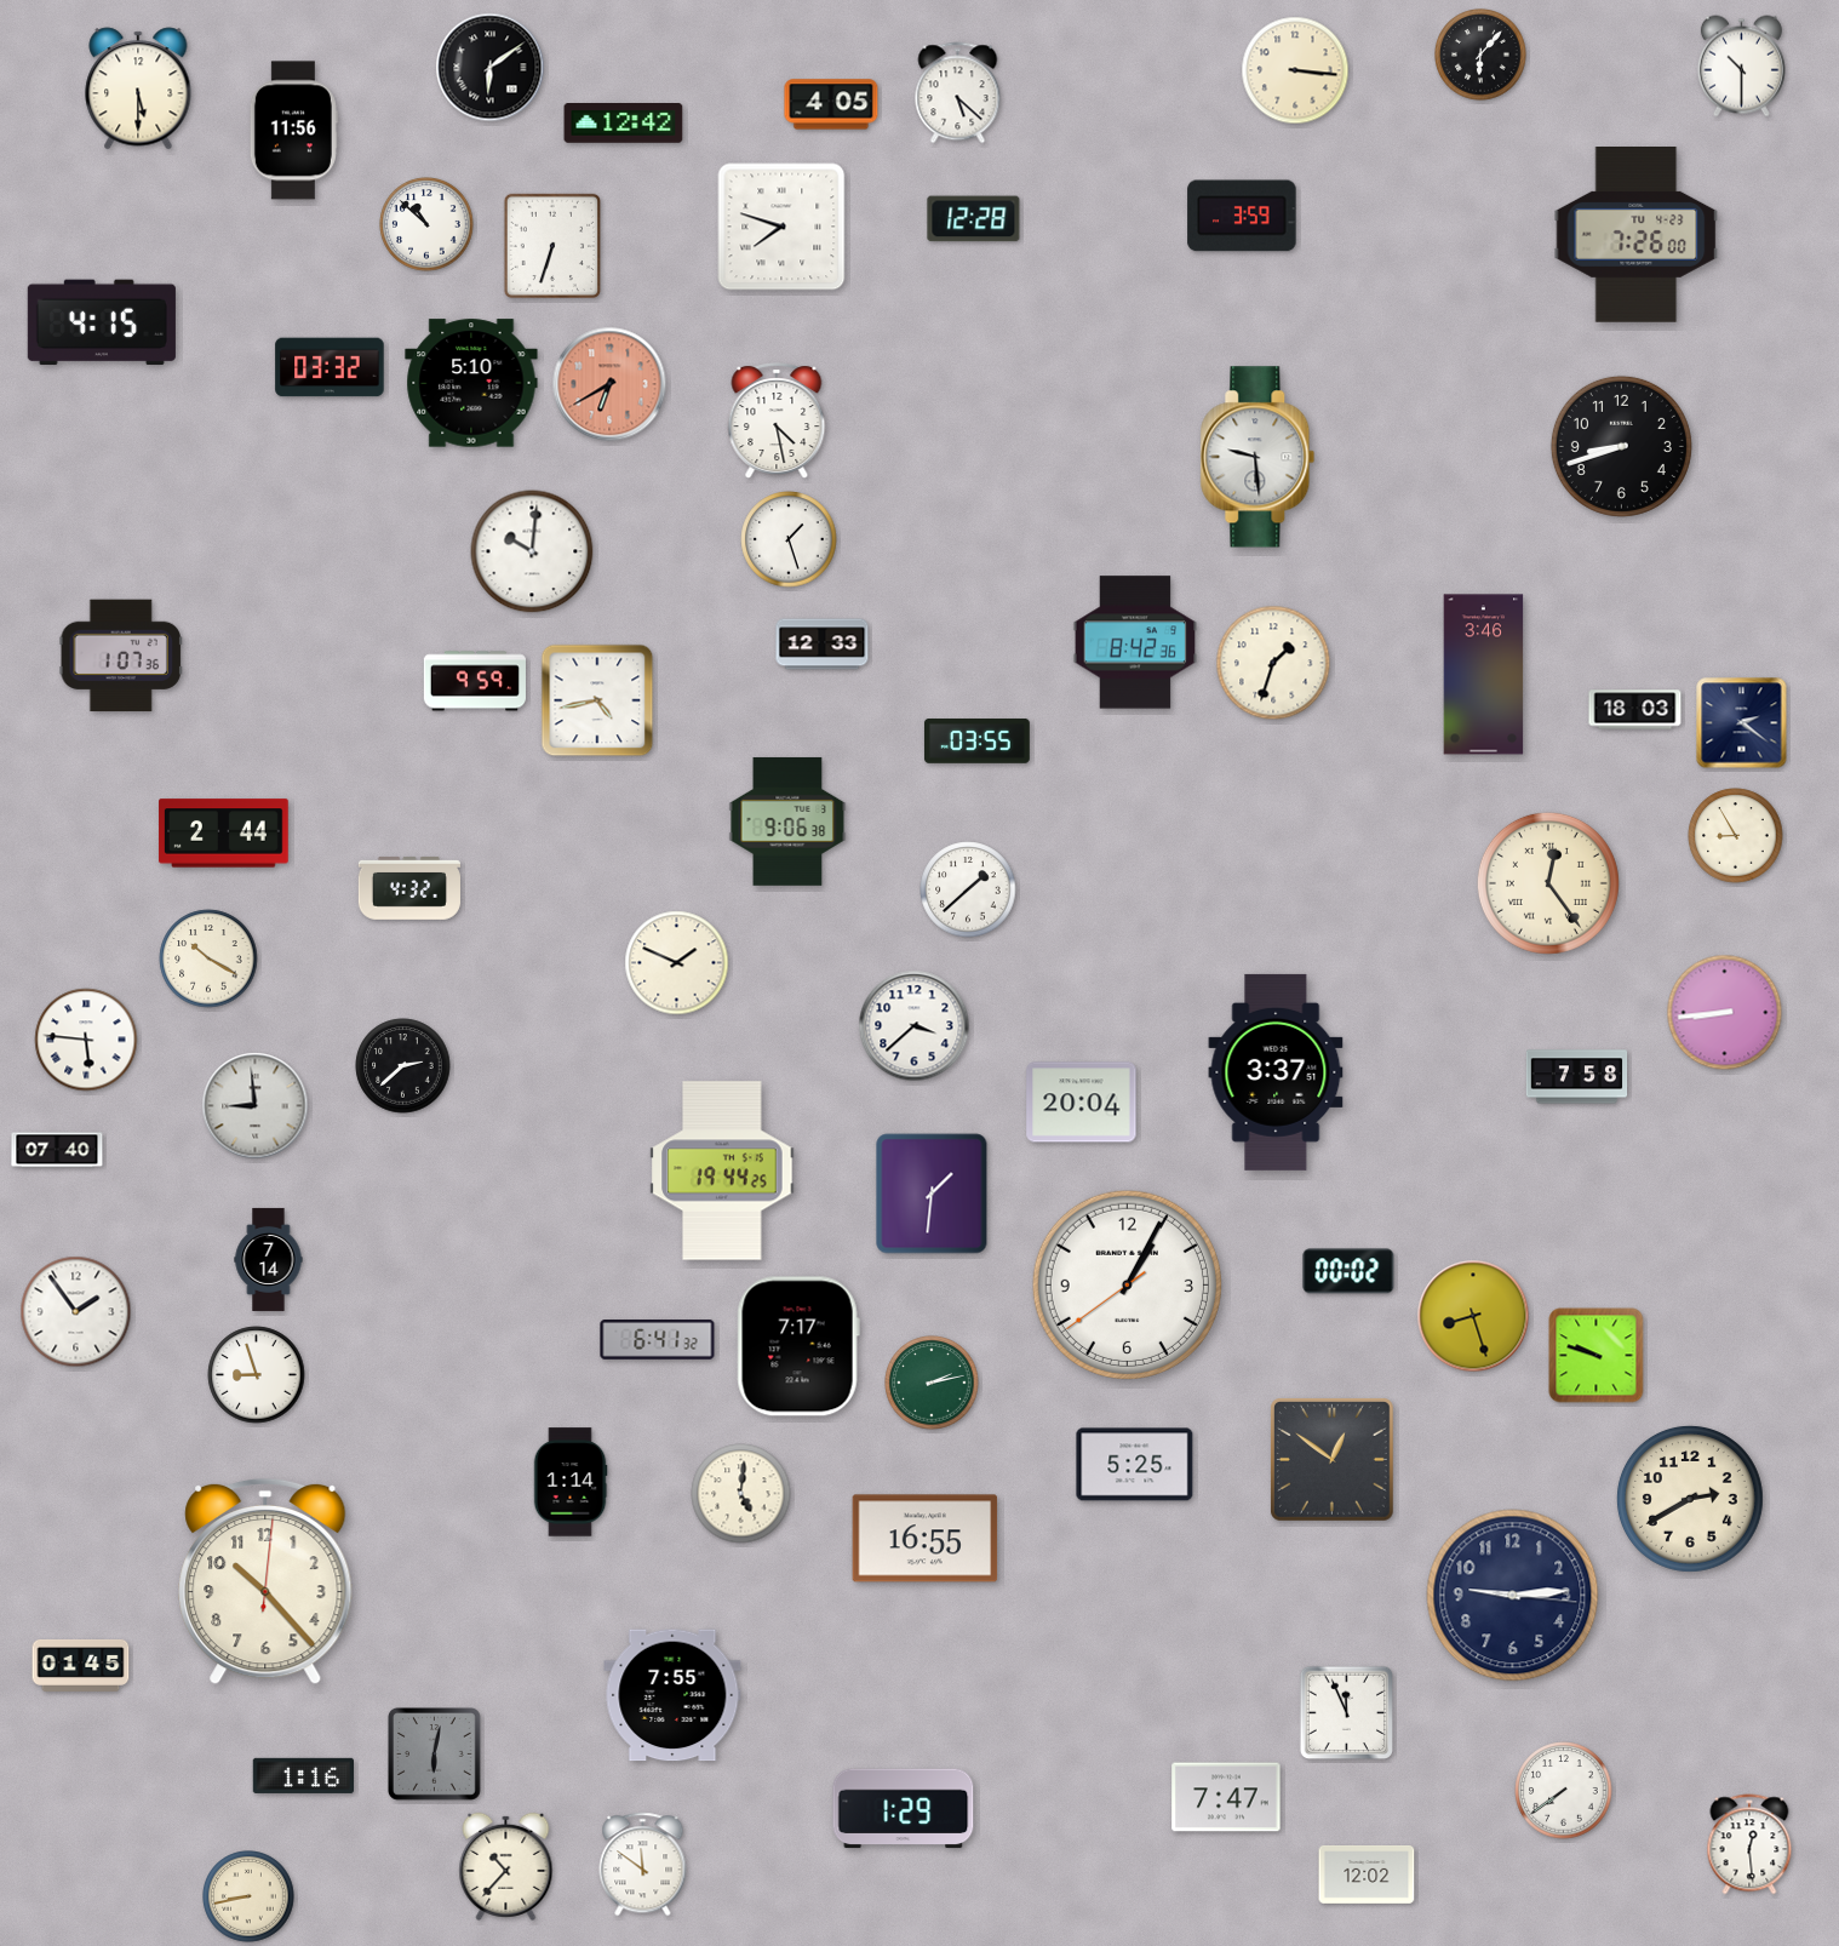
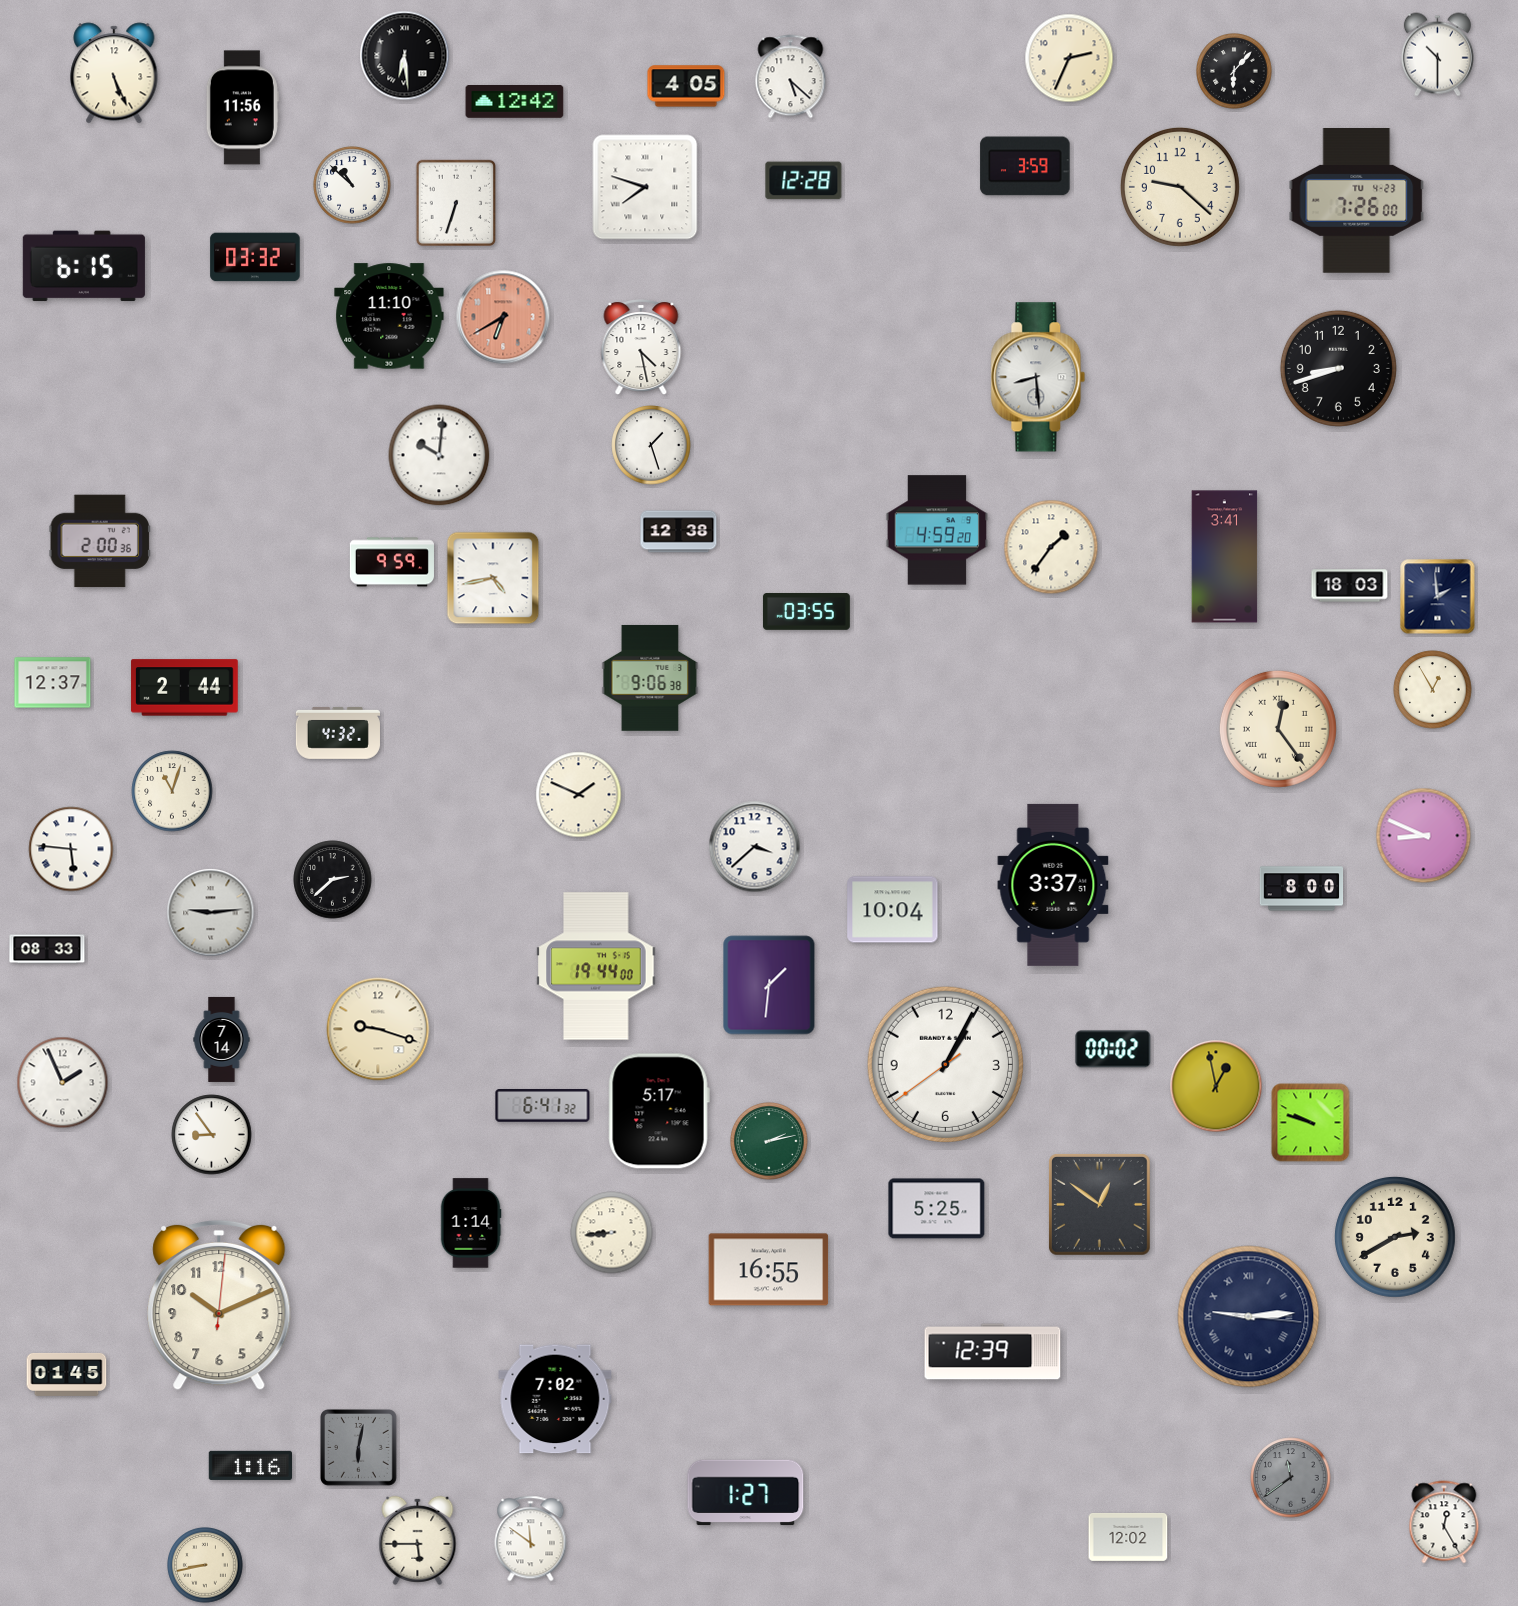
clock at (1480, 55) position: (1480, 55) -> (1234, 71)
clock at (491, 68): 6:09 -> 6:29
clock at (1295, 70): 3:16 -> 2:34
clock at (138, 88): 5:30 -> 5:26
clock at (1242, 216) position: (1242, 216) -> (1025, 166)
clock at (1180, 187): none -> 9:22
clock at (1637, 235) position: (1637, 235) -> (1357, 201)
clock at (102, 322): 4:15 -> 6:15
clock at (330, 367) position: (330, 367) -> (255, 257)
clock at (471, 383): 5:10 -> 11:10
clock at (1257, 457): 9:29 -> 8:29
clock at (1135, 642): 8:42 -> 4:59
clock at (823, 645): 12:33 -> 12:38
clock at (121, 656): 1:07 -> 2:00
clock at (1273, 663): 1:33 -> 1:36
clock at (1484, 675): 3:46 -> 3:41
clock at (1742, 723): 2:21 -> 1:59
clock at (53, 683): none -> 12:37
clock at (1736, 836): 8:55 -> 12:55
clock at (968, 889): 1:38 -> none
clock at (208, 958): 10:20 -> 11:03
clock at (677, 963) position: (677, 963) -> (579, 795)
clock at (1725, 1013): 8:44 -> 8:49
clock at (86, 1040) position: (86, 1040) -> (71, 849)
clock at (1577, 1077): 7:58 -> 8:00
clock at (1082, 1103): 20:04 -> 10:04
clock at (256, 1106): 8:59 -> 9:14
clock at (57, 1150): 07:40 -> 08:33
clock at (722, 1171): 19:44:25 -> 19:44:00
clock at (378, 1029): none -> 9:18
clock at (1127, 1284) position: (1127, 1284) -> (945, 1064)
clock at (76, 1312): 1:54 -> 1:56
clock at (1473, 1316): 8:27 -> 12:58
clock at (798, 1346): 7:17 -> 5:17
clock at (1597, 1356) position: (1597, 1356) -> (1311, 1123)
clock at (257, 1375): 8:57 -> 8:54
clock at (741, 1494): 5:01 -> 8:44
clock at (926, 1539) position: (926, 1539) -> (769, 1270)
clock at (265, 1581): 10:23 -> 10:11
clock at (1513, 1596) numerals: Arabic -> Roman
clock at (993, 1352): none -> 12:39
clock at (672, 1695): 7:55 -> 7:02
clock at (1347, 1713): 11:56 -> none
clock at (1564, 1791): 7:39 -> 11:39
clock at (1564, 1791) dial: white -> grey
clock at (1226, 1797): 7:47 -> none
clock at (904, 1809): 1:29 -> 1:27
clock at (1749, 1844): 12:29 -> 12:25
clock at (506, 1866): 10:37 -> 5:45
clock at (1367, 1875) position: (1367, 1875) -> (1128, 1537)
